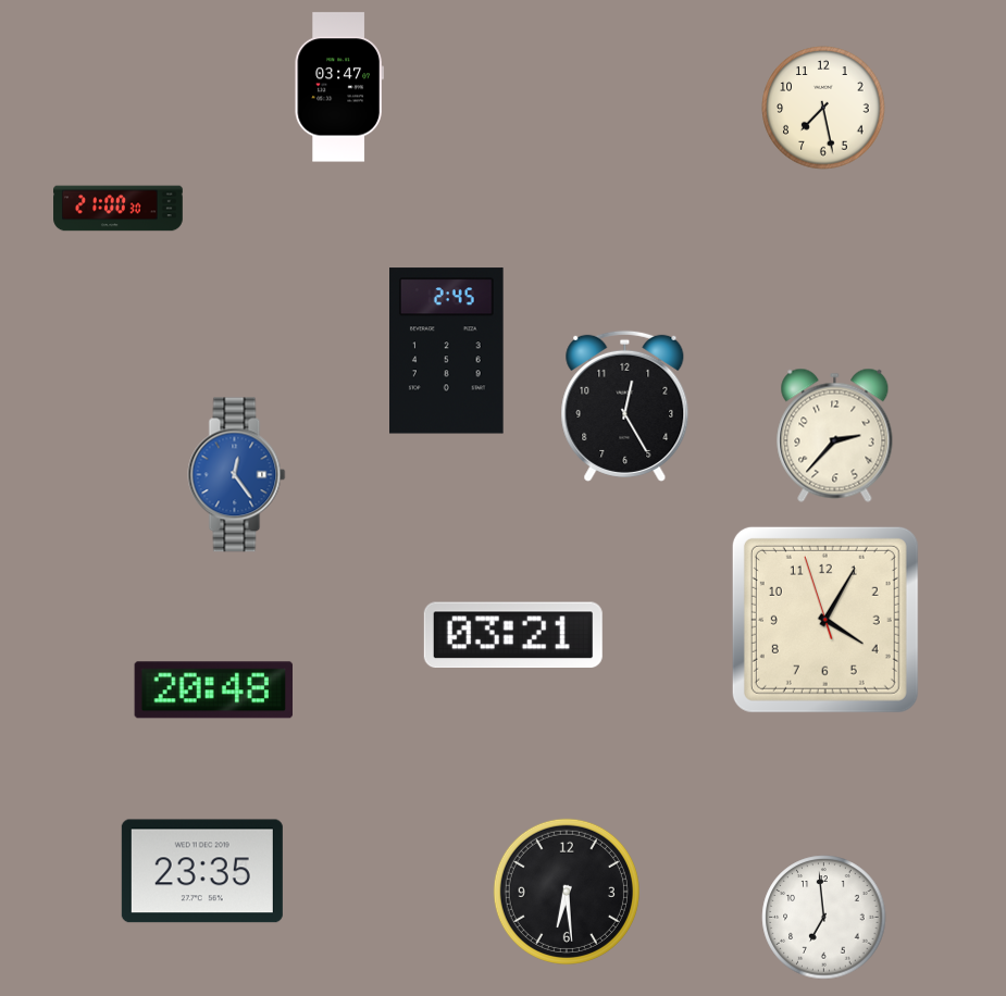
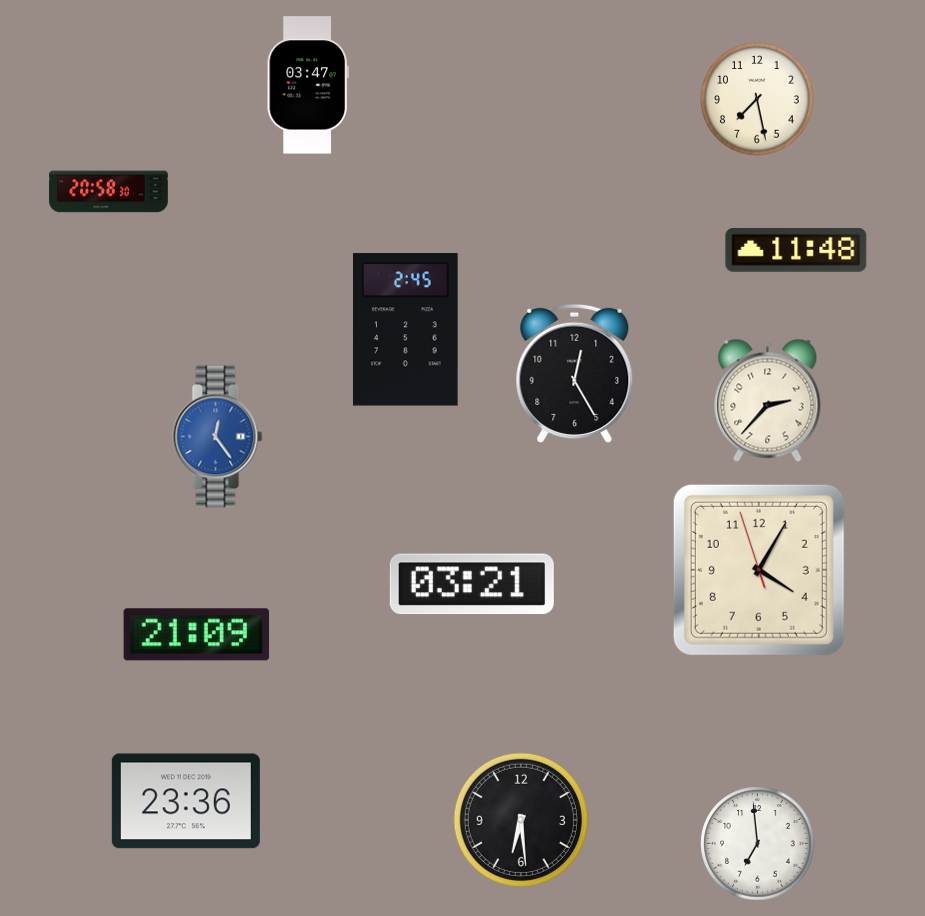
clock at (339, 87) position: (339, 87) -> (308, 85)
clock at (119, 209): 21:00 -> 20:58
clock at (796, 250): none -> 11:48
clock at (447, 351) position: (447, 351) -> (406, 330)
clock at (213, 690): 20:48 -> 21:09
clock at (202, 871): 23:35 -> 23:36
